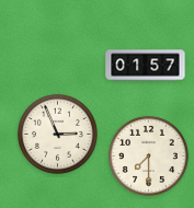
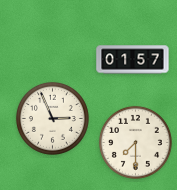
clock at (57, 134) position: (57, 134) -> (52, 118)
